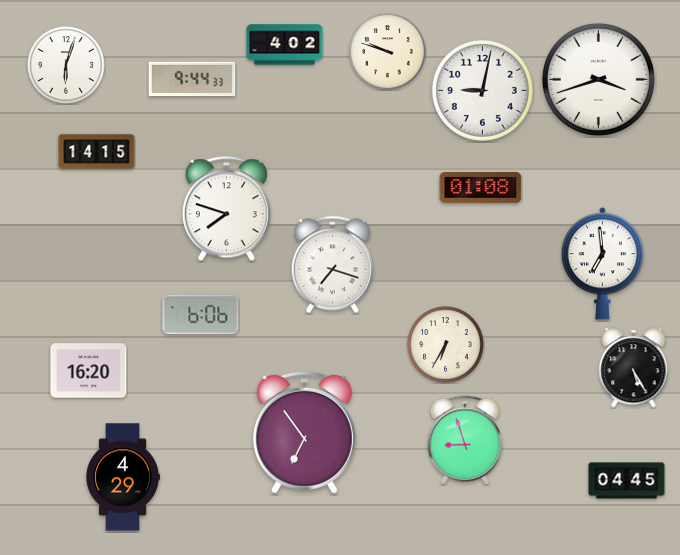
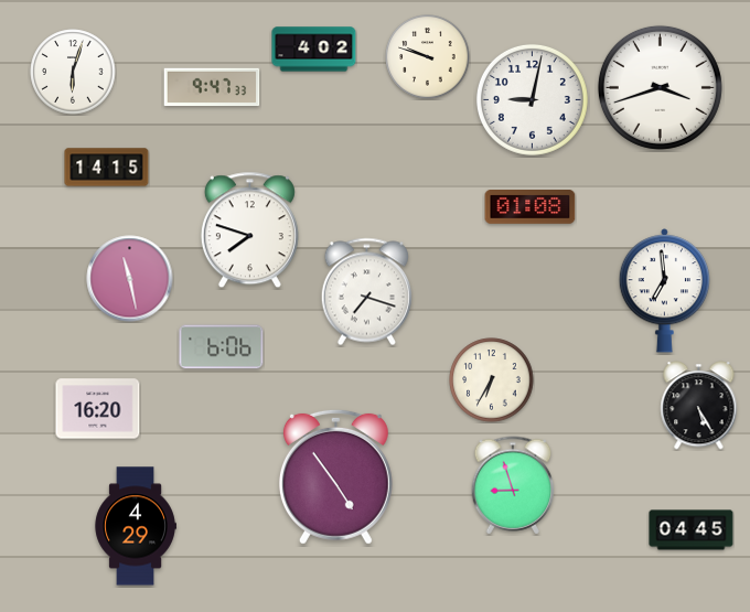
clock at (192, 79): 9:44 -> 9:47
clock at (130, 279): none -> 11:28
clock at (304, 432): 6:54 -> 4:54
